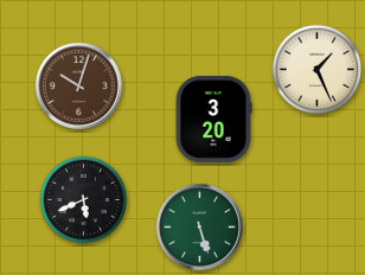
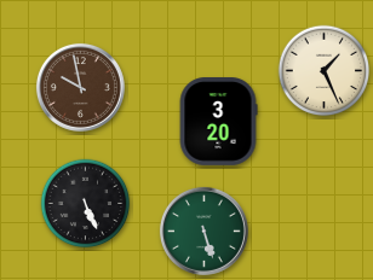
clock at (78, 85): 10:03 -> 9:58
clock at (84, 200): 5:41 -> 5:26
